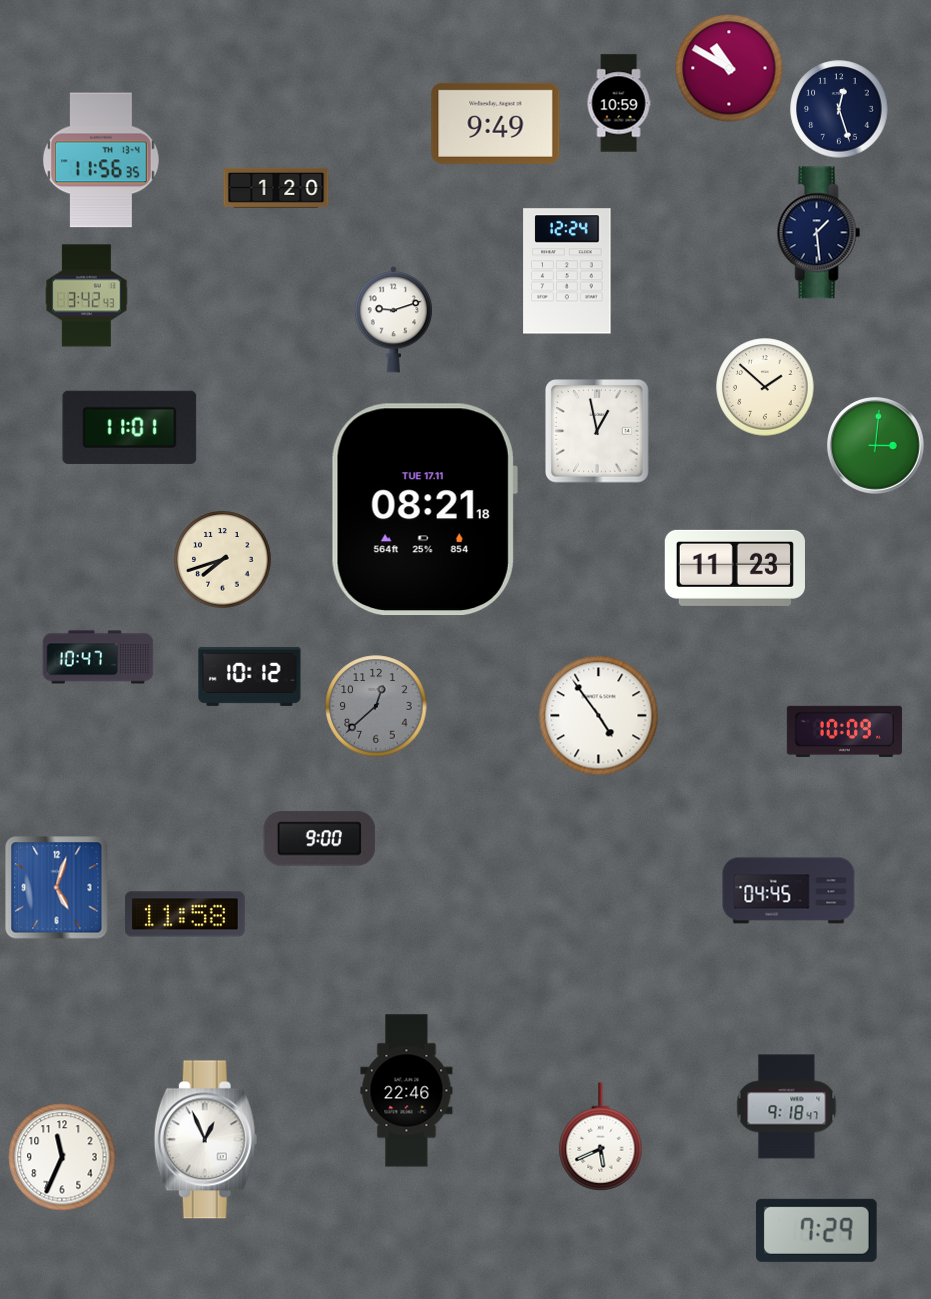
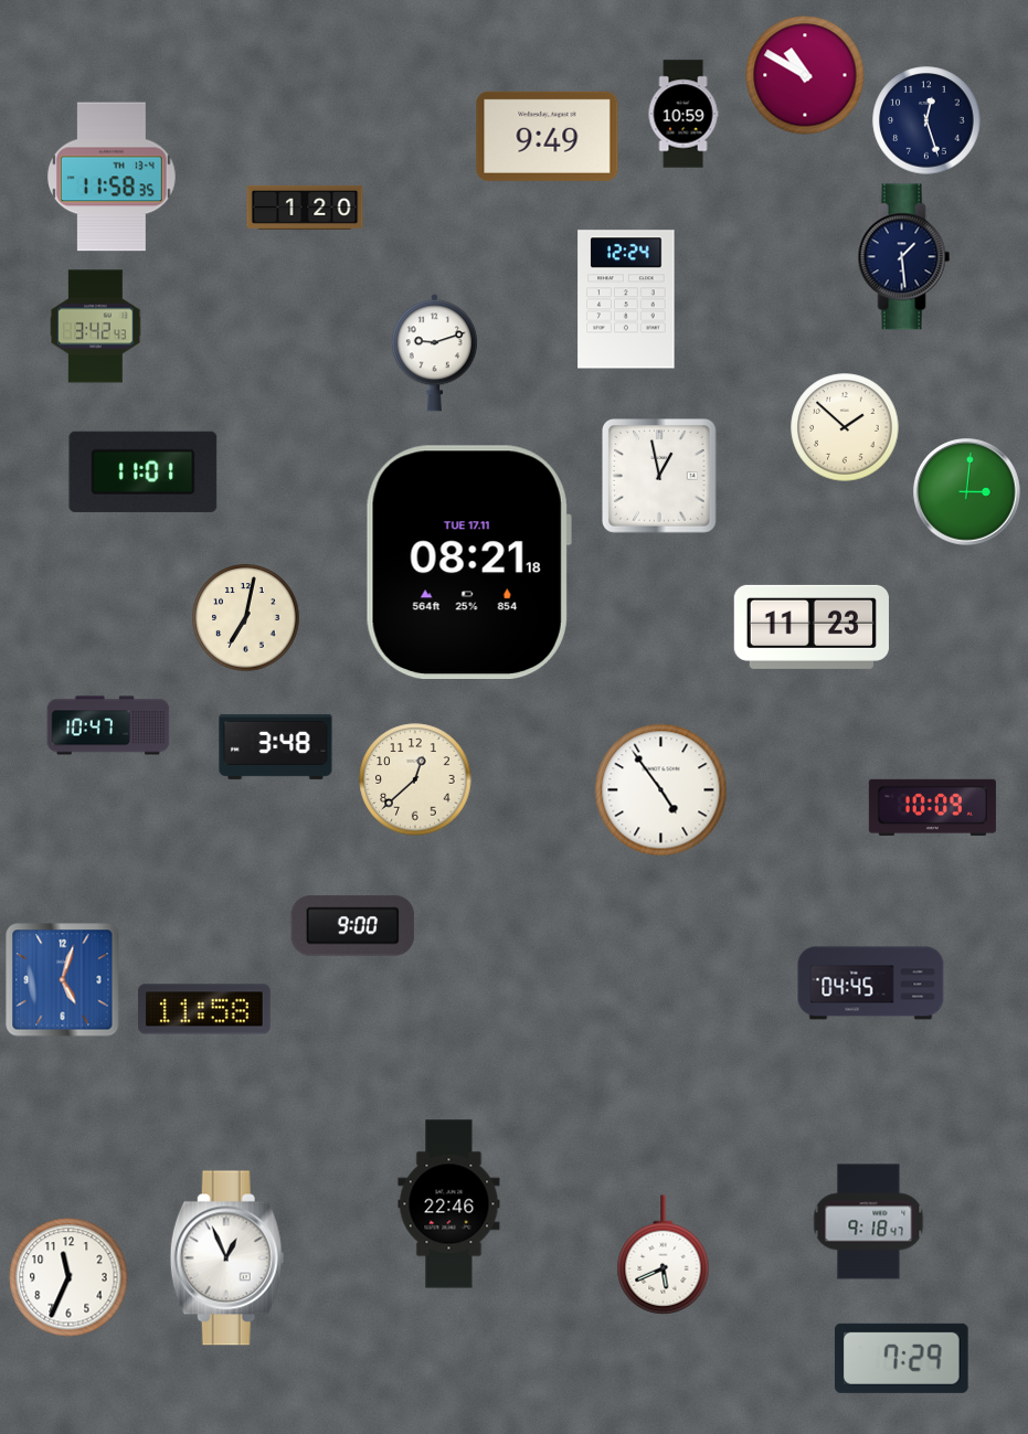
clock at (101, 160): 11:56 -> 11:58
clock at (223, 560): 7:42 -> 7:02
clock at (250, 676): 10:12 -> 3:48
clock at (376, 706) dial: grey -> cream
